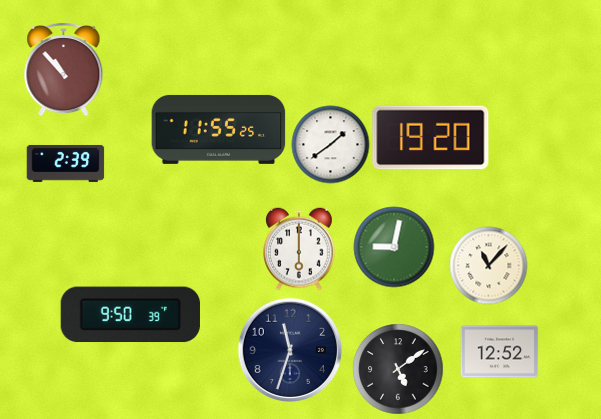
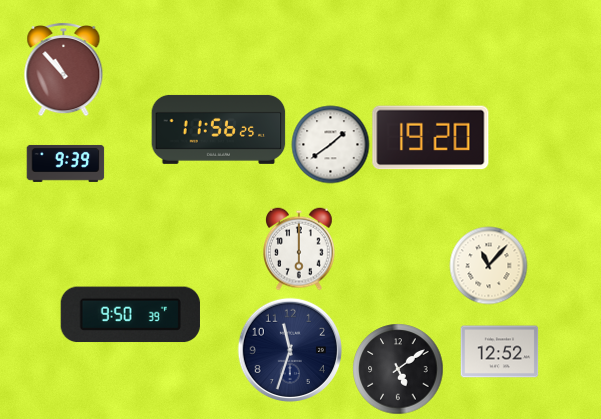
clock at (219, 129): 11:55 -> 11:56
clock at (65, 163): 2:39 -> 9:39
clock at (394, 247): 9:02 -> none
